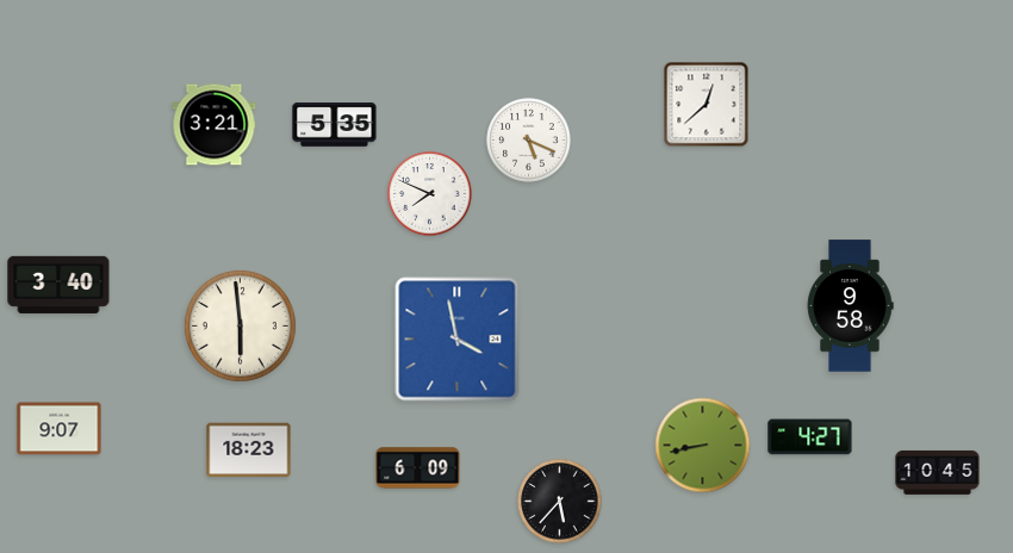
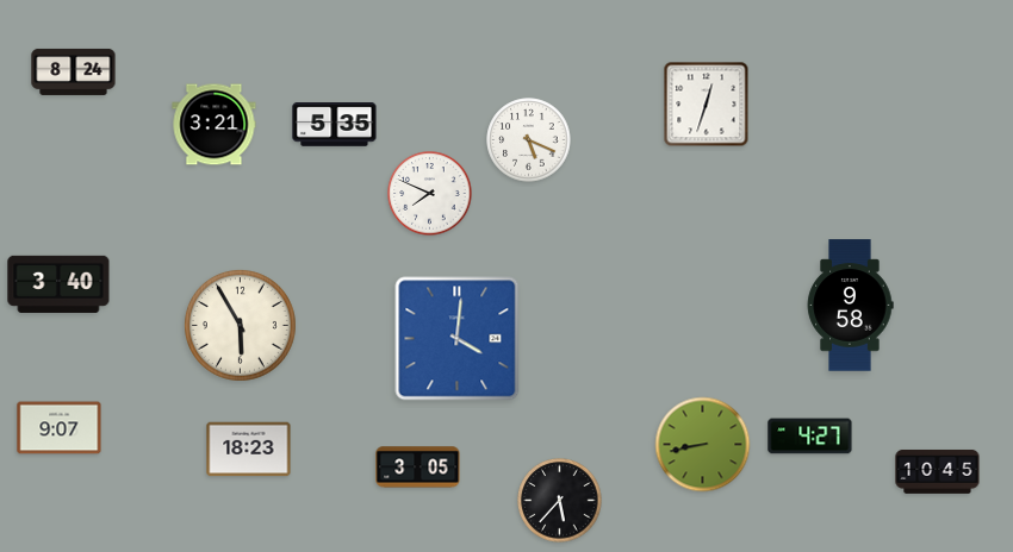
clock at (74, 71): none -> 8:24
clock at (707, 105): 12:38 -> 12:33
clock at (240, 325): 5:59 -> 5:55
clock at (458, 340): 3:58 -> 4:01
clock at (418, 468): 6:09 -> 3:05
